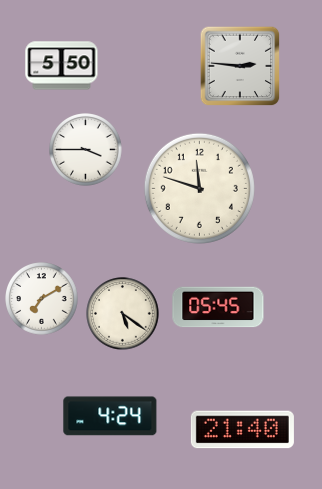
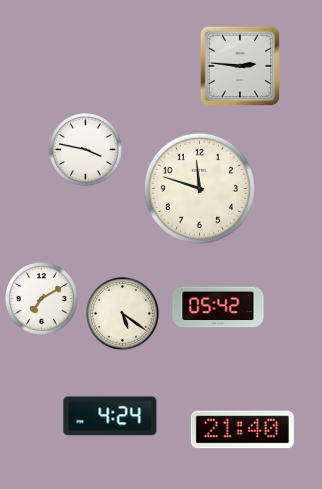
clock at (62, 66): 5:50 -> none
clock at (86, 150): 3:45 -> 3:47
clock at (218, 307): 05:45 -> 05:42
